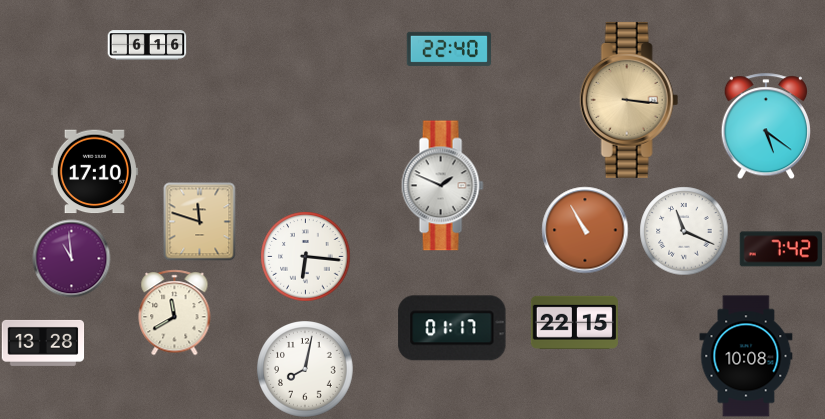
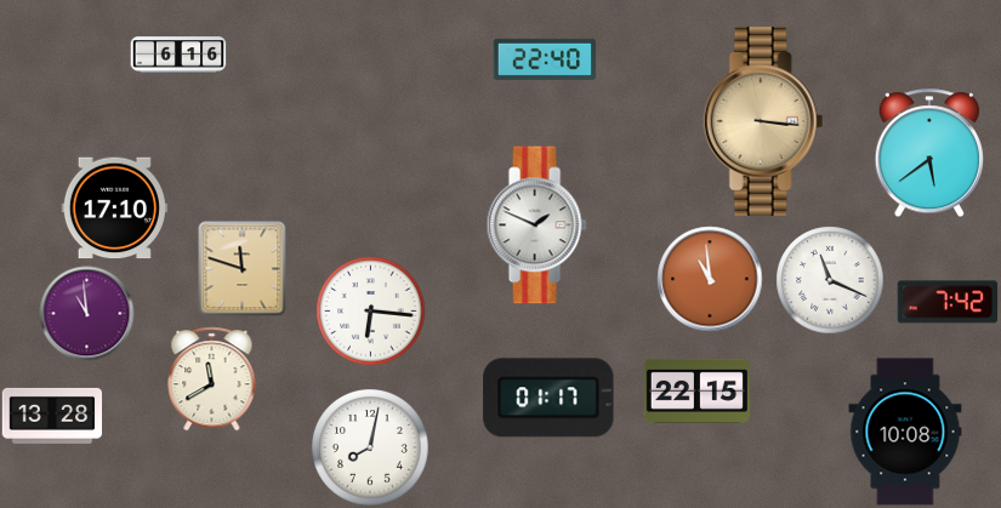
clock at (765, 126): 5:21 -> 5:39
clock at (585, 230): 10:55 -> 10:59
